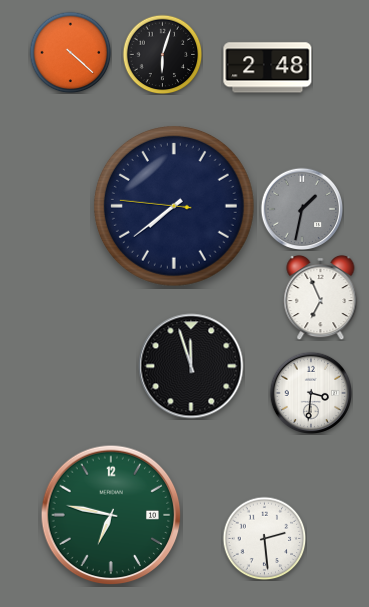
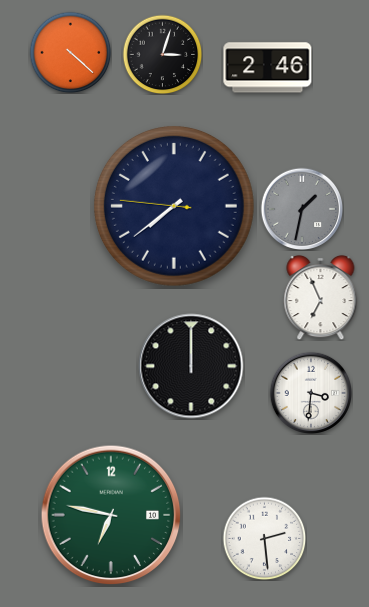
clock at (162, 54): 6:03 -> 3:03
clock at (268, 68): 2:48 -> 2:46
clock at (191, 366): 11:57 -> 12:00
